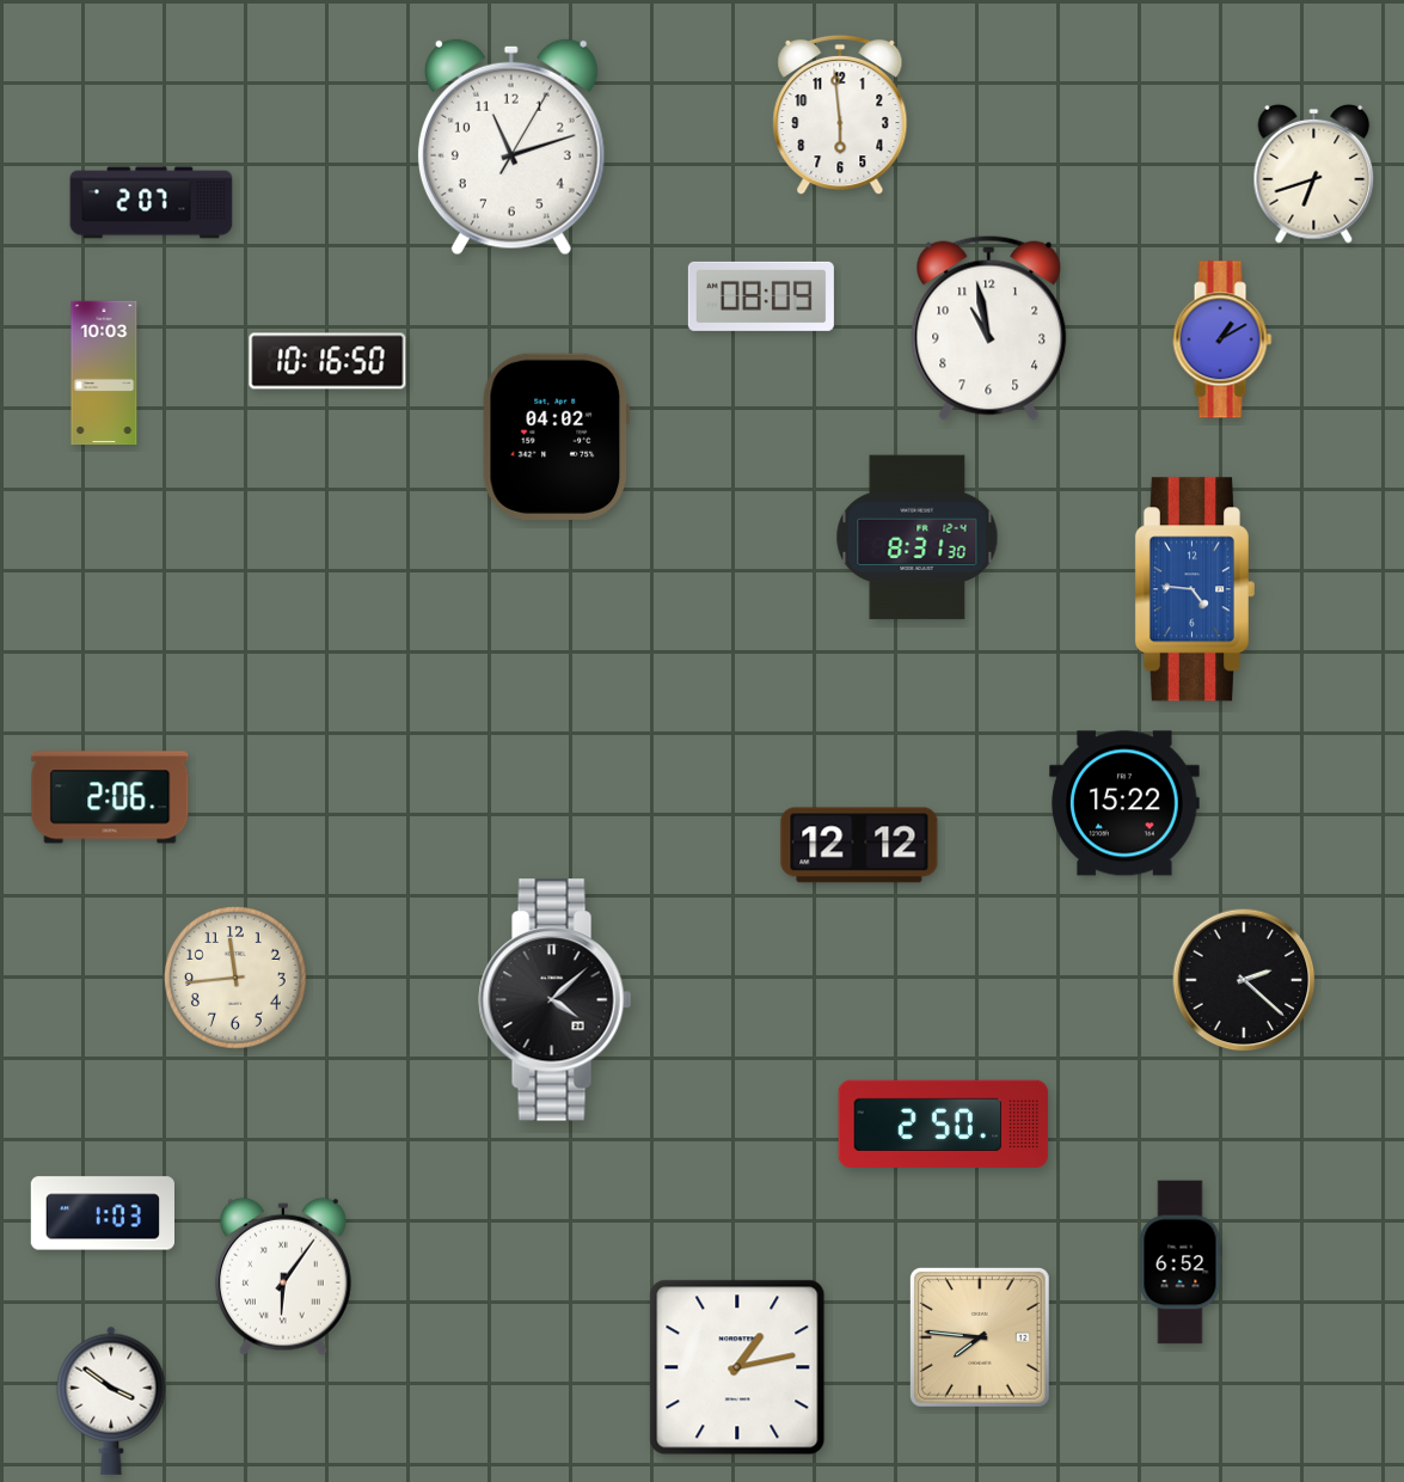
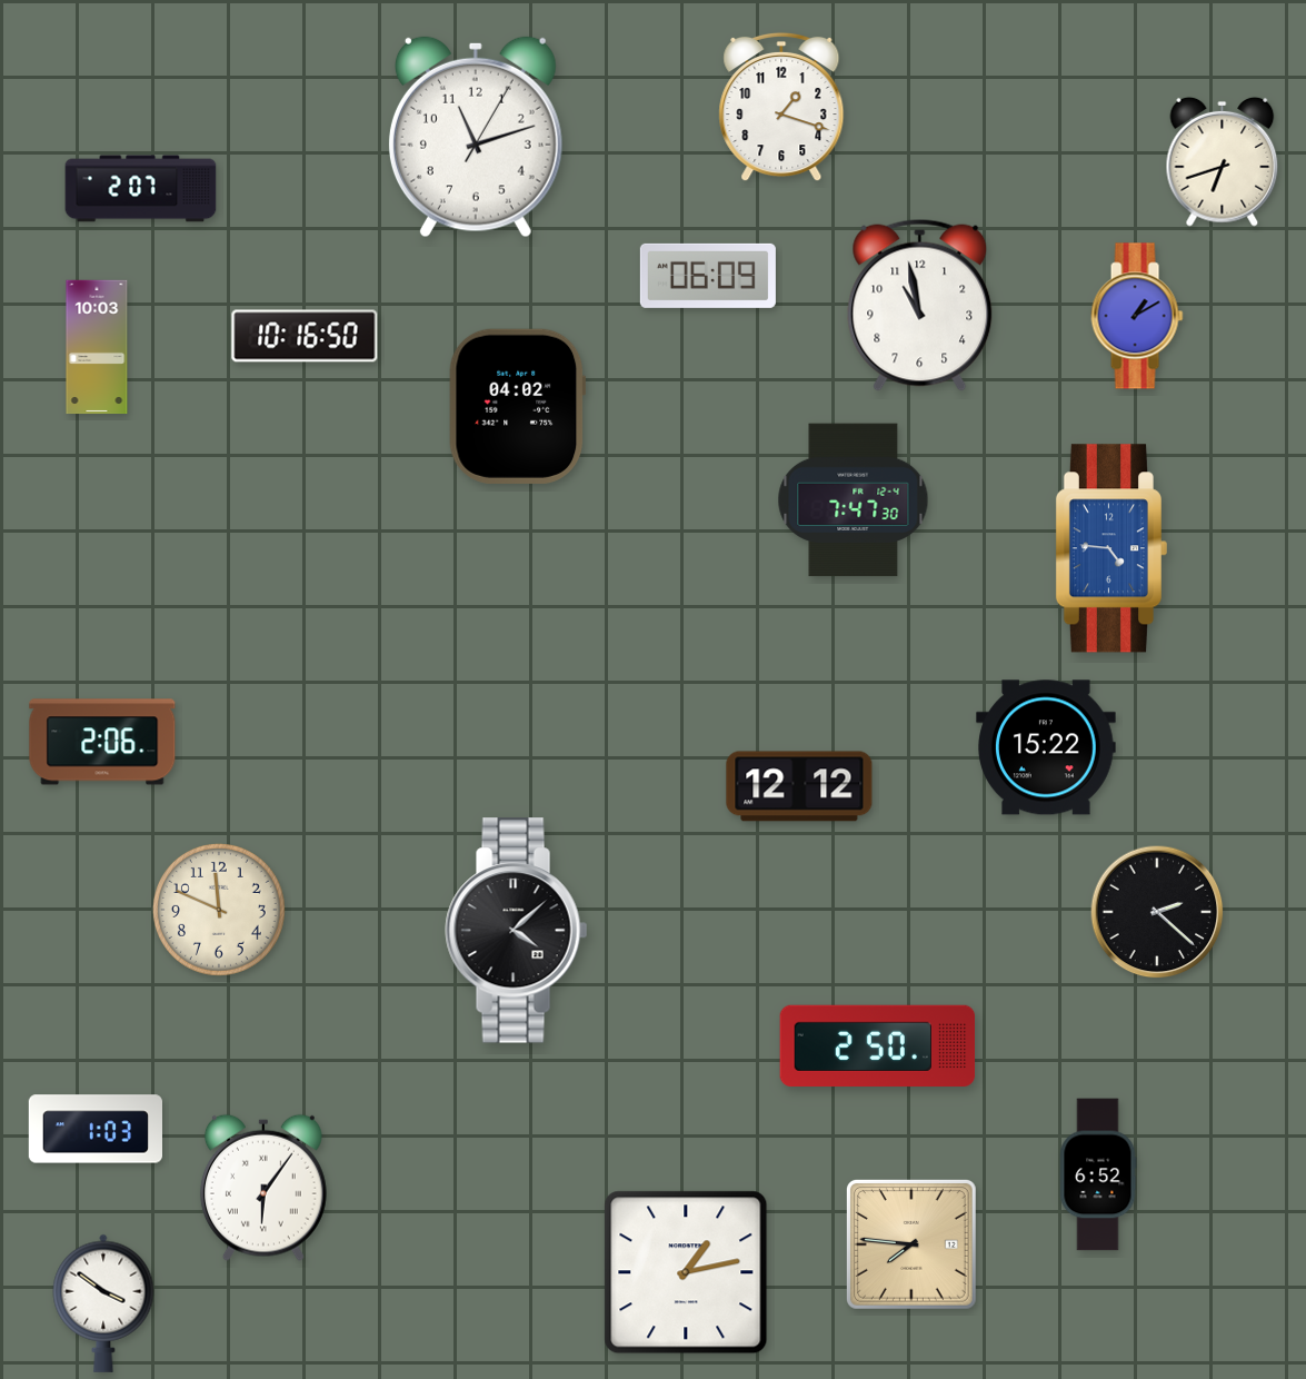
clock at (840, 115): 5:59 -> 1:18
clock at (761, 296): 08:09 -> 06:09
clock at (918, 538): 8:31 -> 7:47
clock at (235, 978): 11:44 -> 11:49
